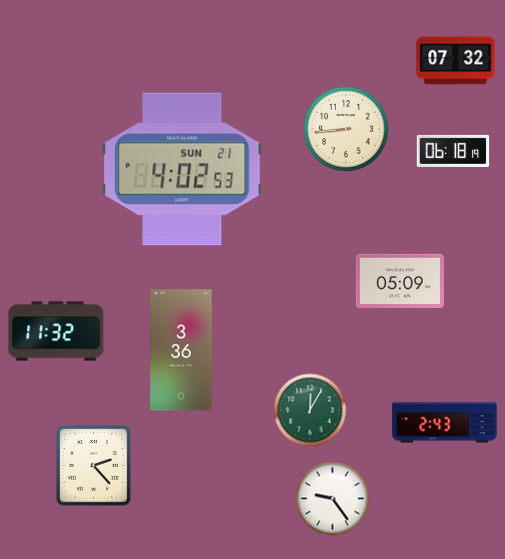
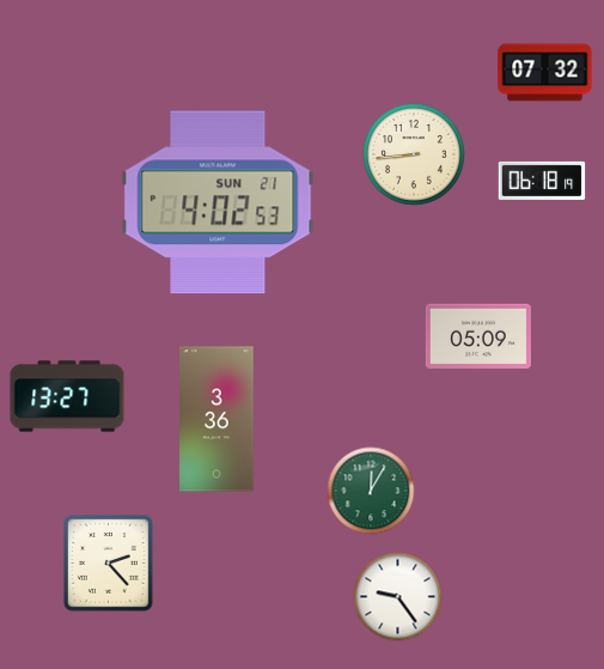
clock at (56, 331): 11:32 -> 13:27
clock at (445, 423): 2:43 -> none
clock at (94, 466) position: (94, 466) -> (109, 564)
